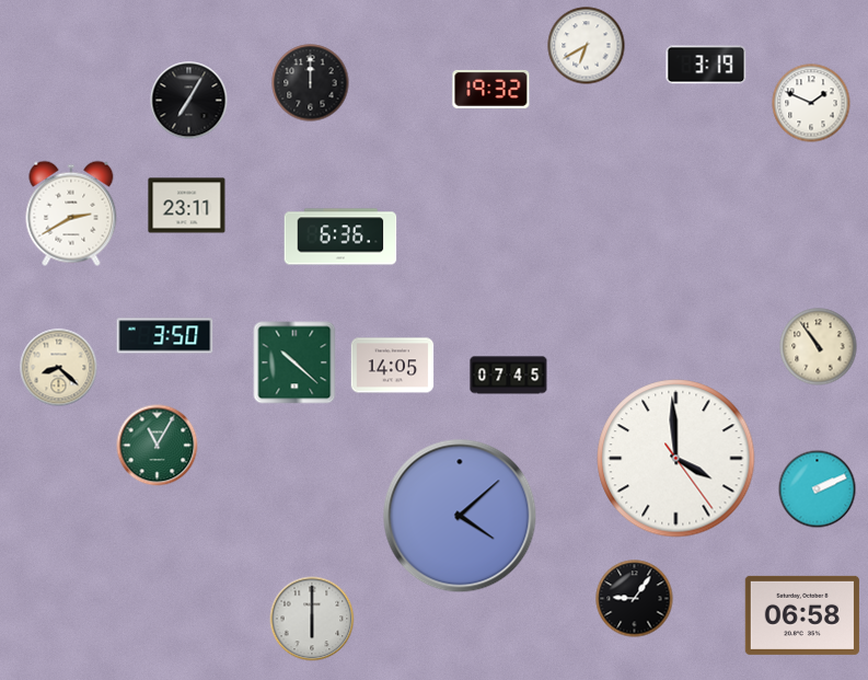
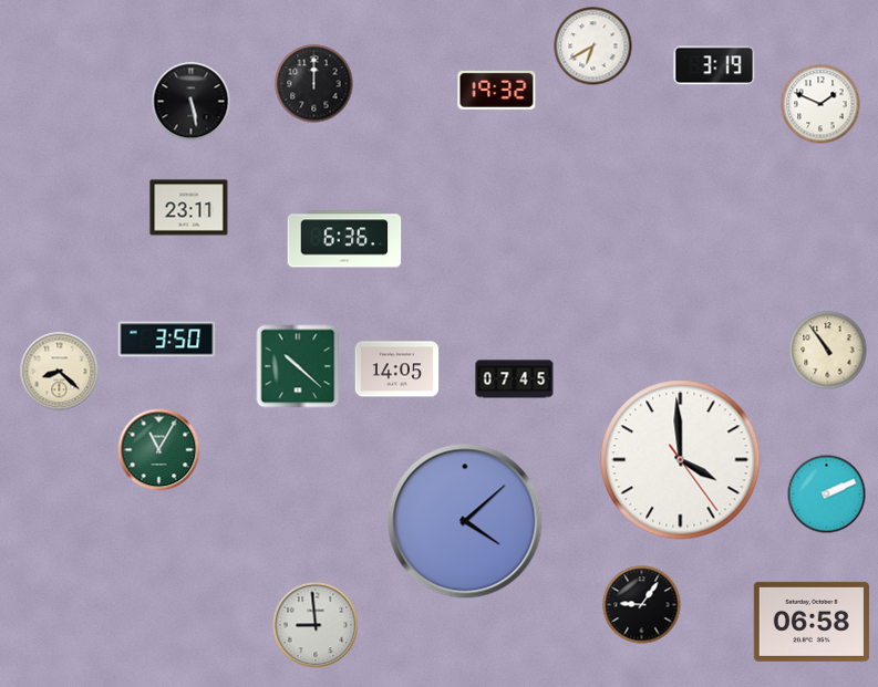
clock at (189, 101): 7:05 -> 5:28
clock at (71, 214): 2:40 -> none
clock at (676, 459) position: (676, 459) -> (681, 460)
clock at (312, 619): 6:00 -> 8:59
